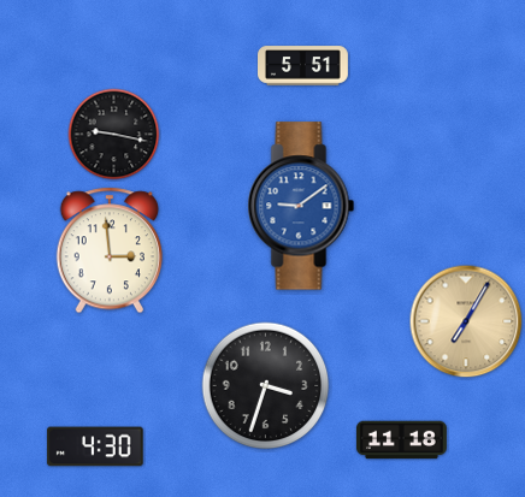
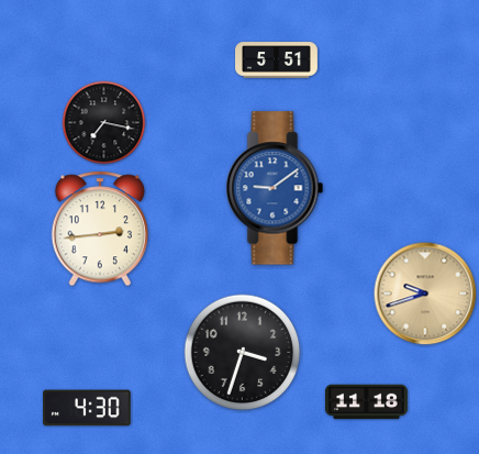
clock at (114, 135): 9:17 -> 7:17
clock at (110, 250): 2:59 -> 2:44
clock at (466, 321): 7:05 -> 9:42
